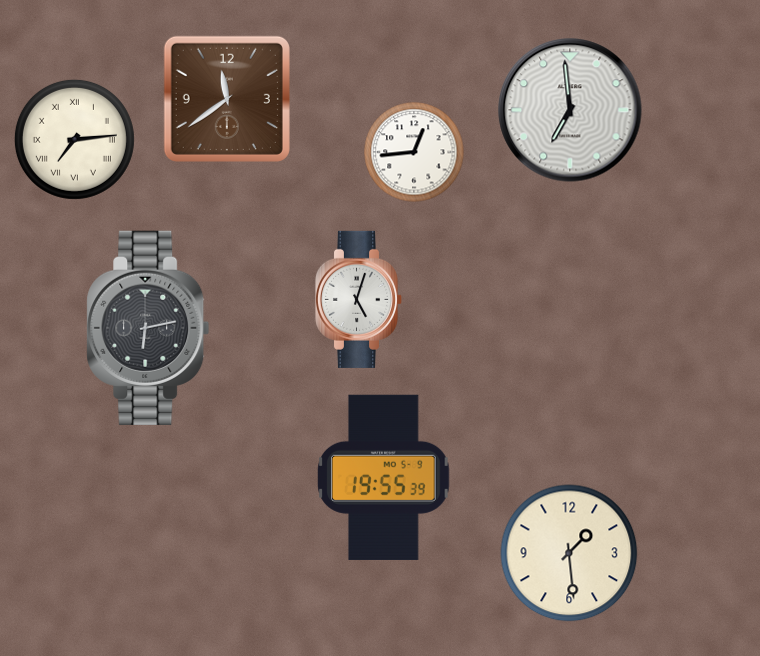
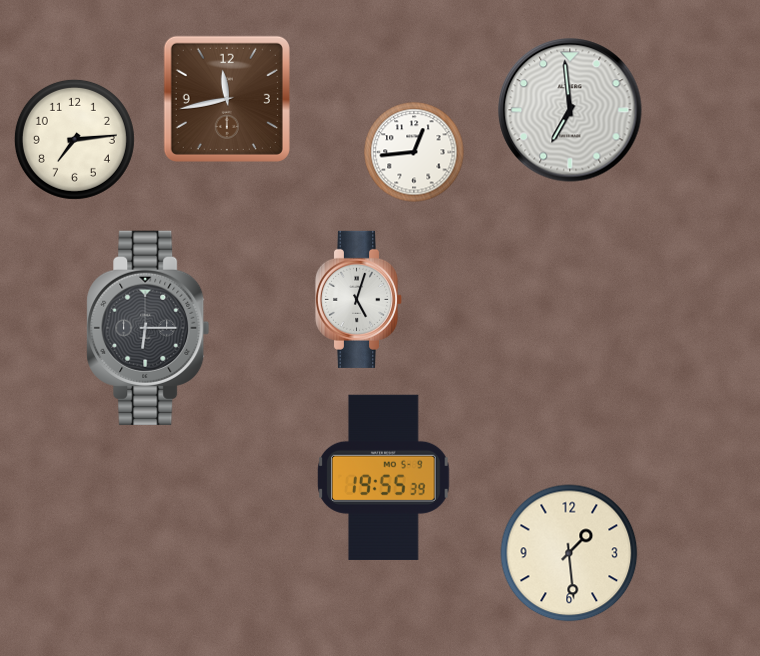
clock at (227, 99): 11:39 -> 11:43
clock at (74, 139) numerals: Roman -> Arabic
clock at (148, 328): 6:13 -> 6:15
